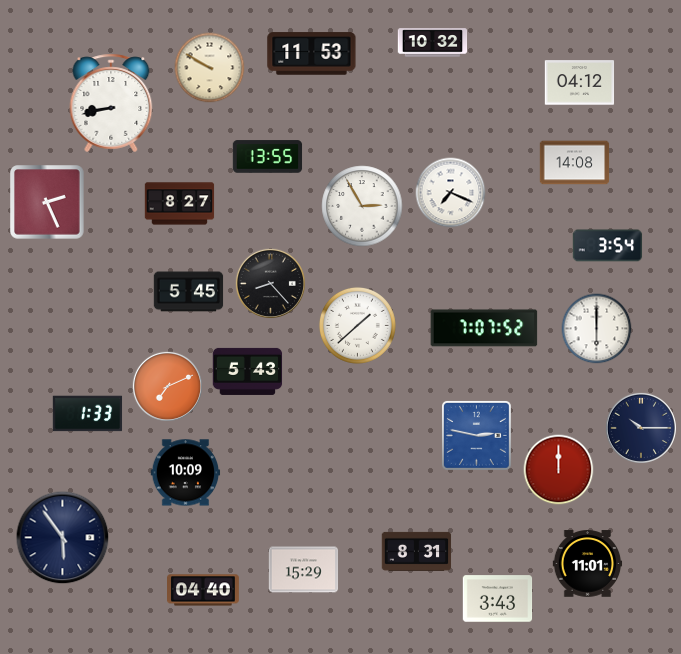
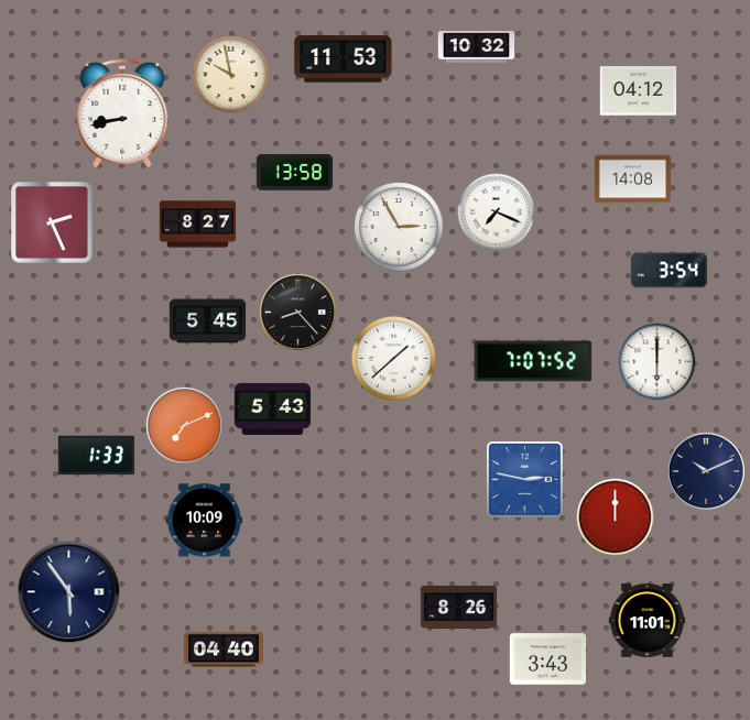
clock at (210, 68): 9:50 -> 9:58
clock at (268, 157): 13:55 -> 13:58
clock at (641, 428): 10:15 -> 10:11
clock at (417, 551): 8:31 -> 8:26
clock at (304, 570): 15:29 -> none
